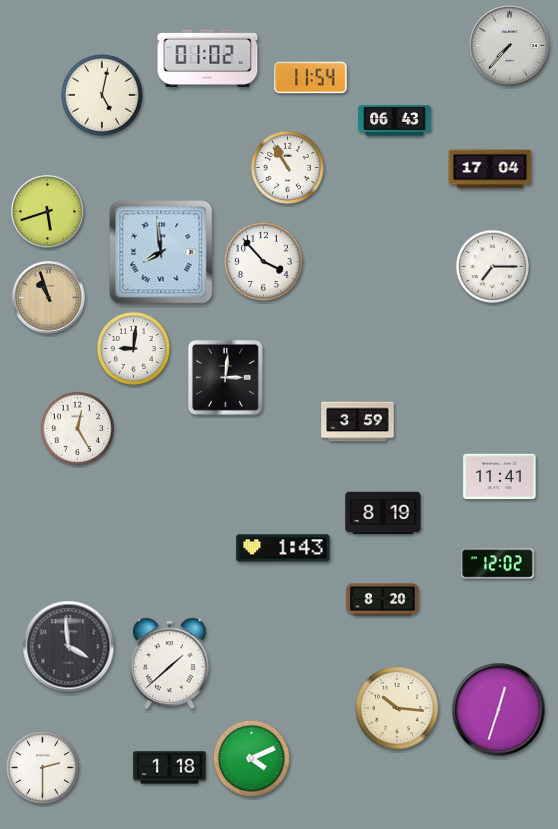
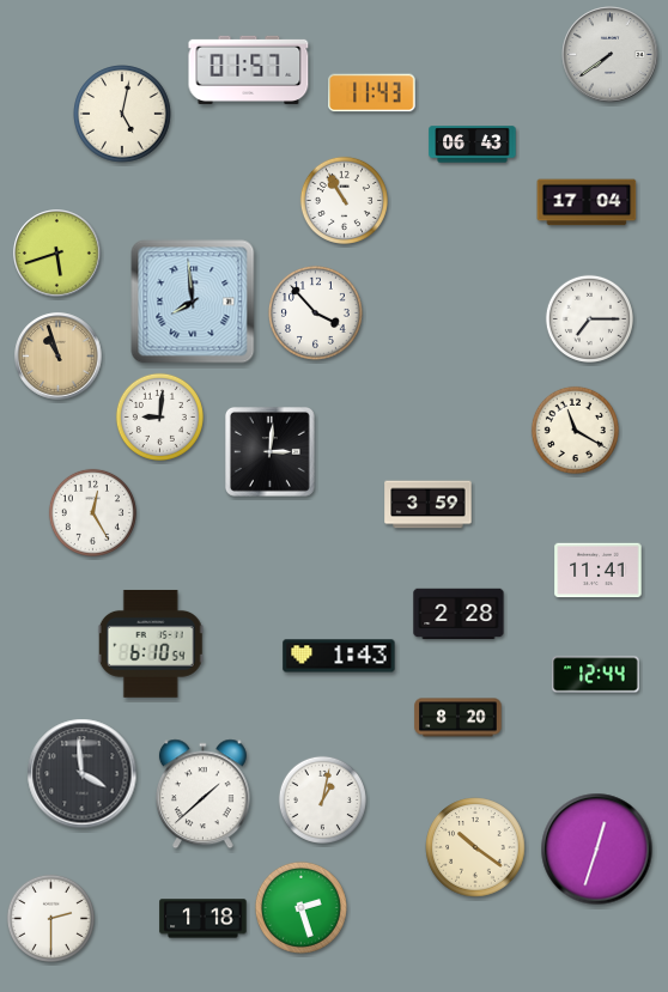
clock at (510, 46): 7:37 -> 7:39
clock at (208, 58): 01:02 -> 01:57
clock at (311, 78): 11:54 -> 11:43
clock at (575, 430): none -> 11:20
clock at (383, 513): 8:19 -> 2:28
clock at (151, 644): none -> 6:10
clock at (498, 564): 12:02 -> 12:44
clock at (322, 799): none -> 1:02
clock at (397, 708): 10:16 -> 10:21
clock at (251, 758): 4:11 -> 2:27
